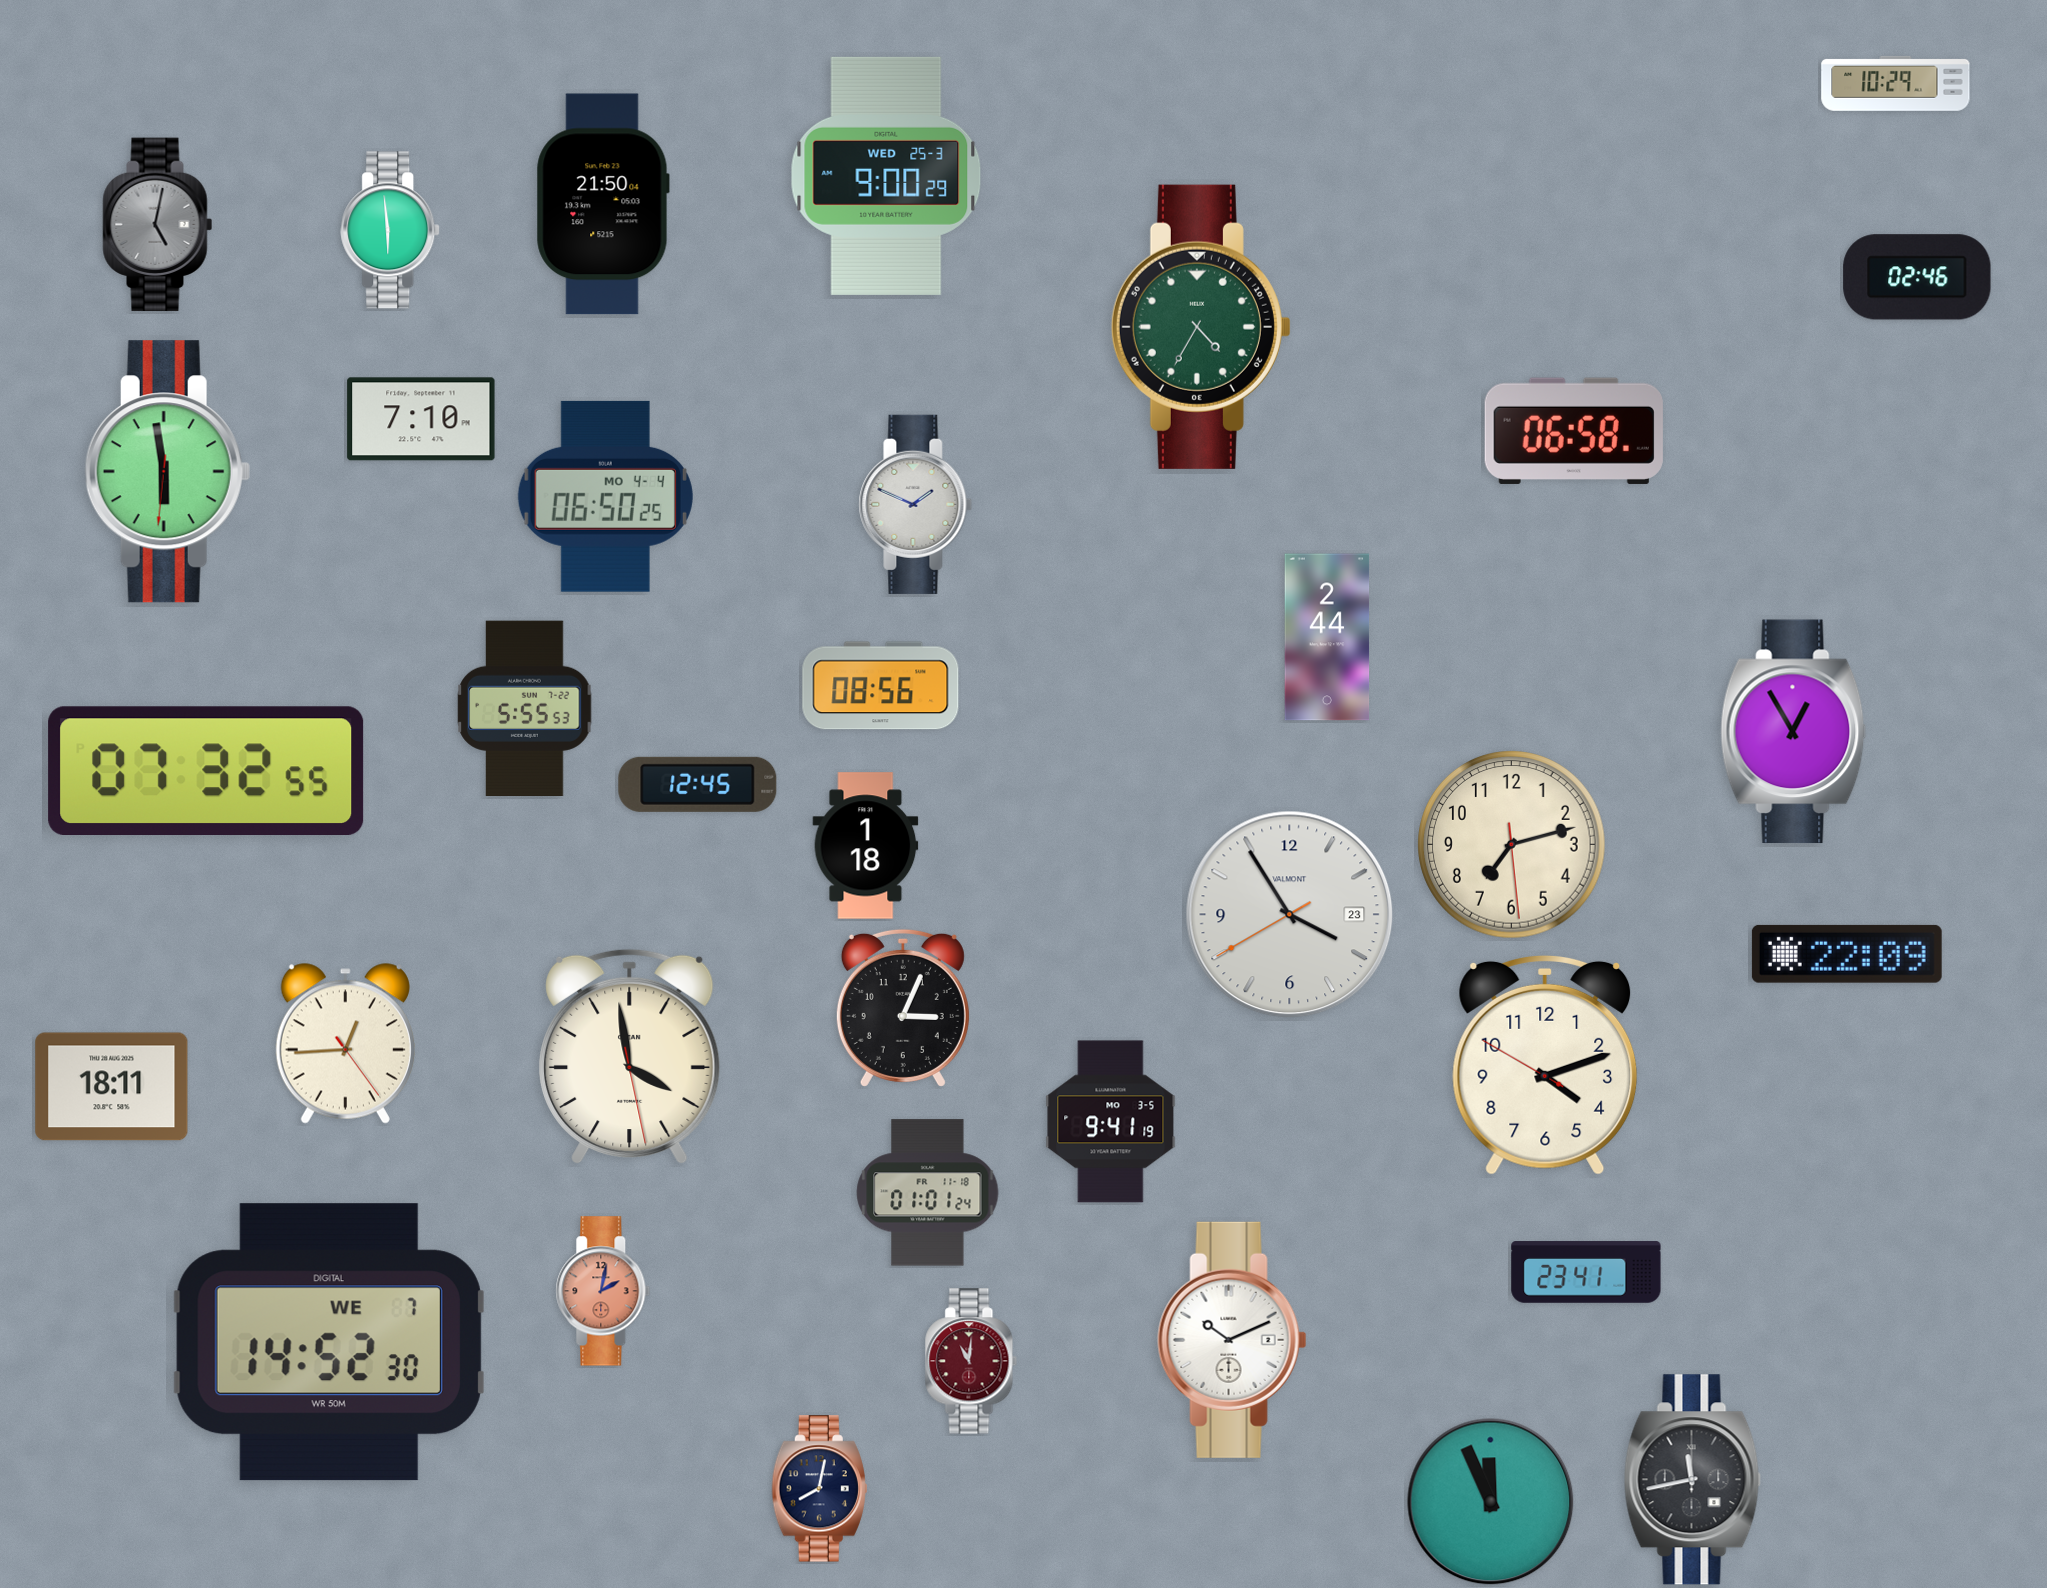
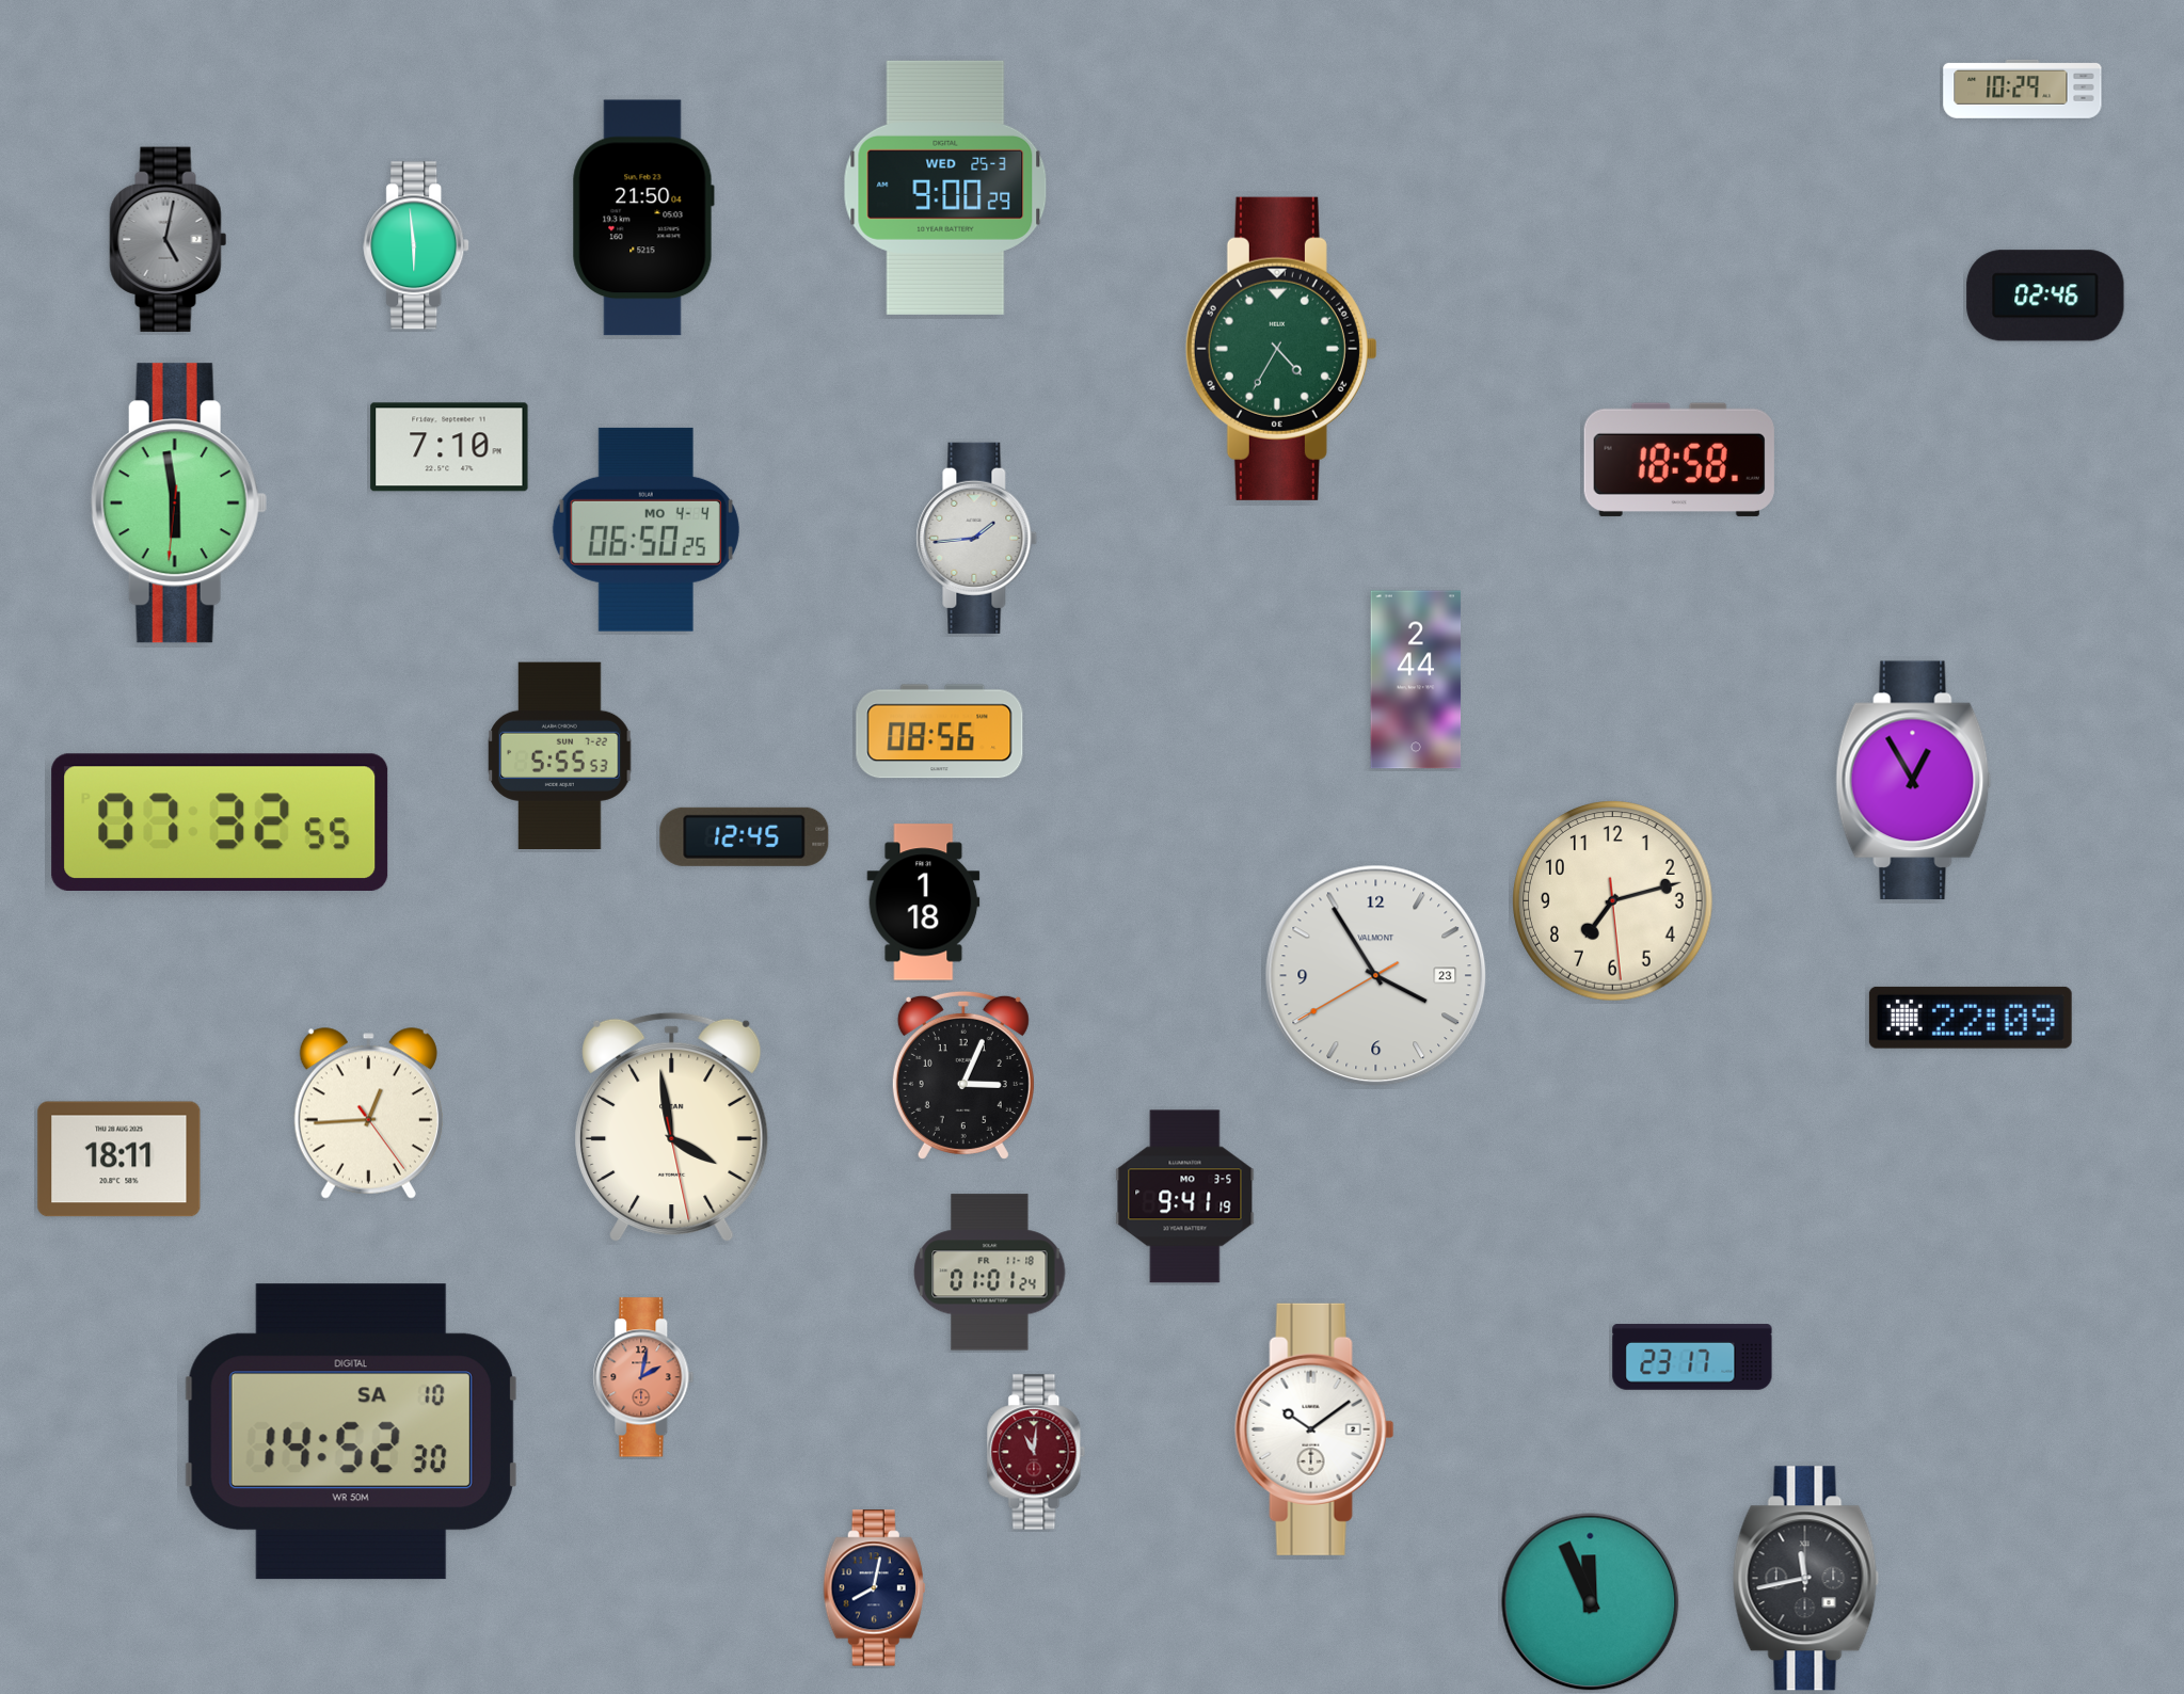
clock at (1574, 431): 06:58 -> 18:58
clock at (916, 504): 1:49 -> 1:44
clock at (1545, 1065): 4:11 -> none
clock at (1586, 1272): 23:41 -> 23:17
clock at (1232, 1340): 10:11 -> 10:09
clock at (329, 1342) date: WE 7 -> SA 10
